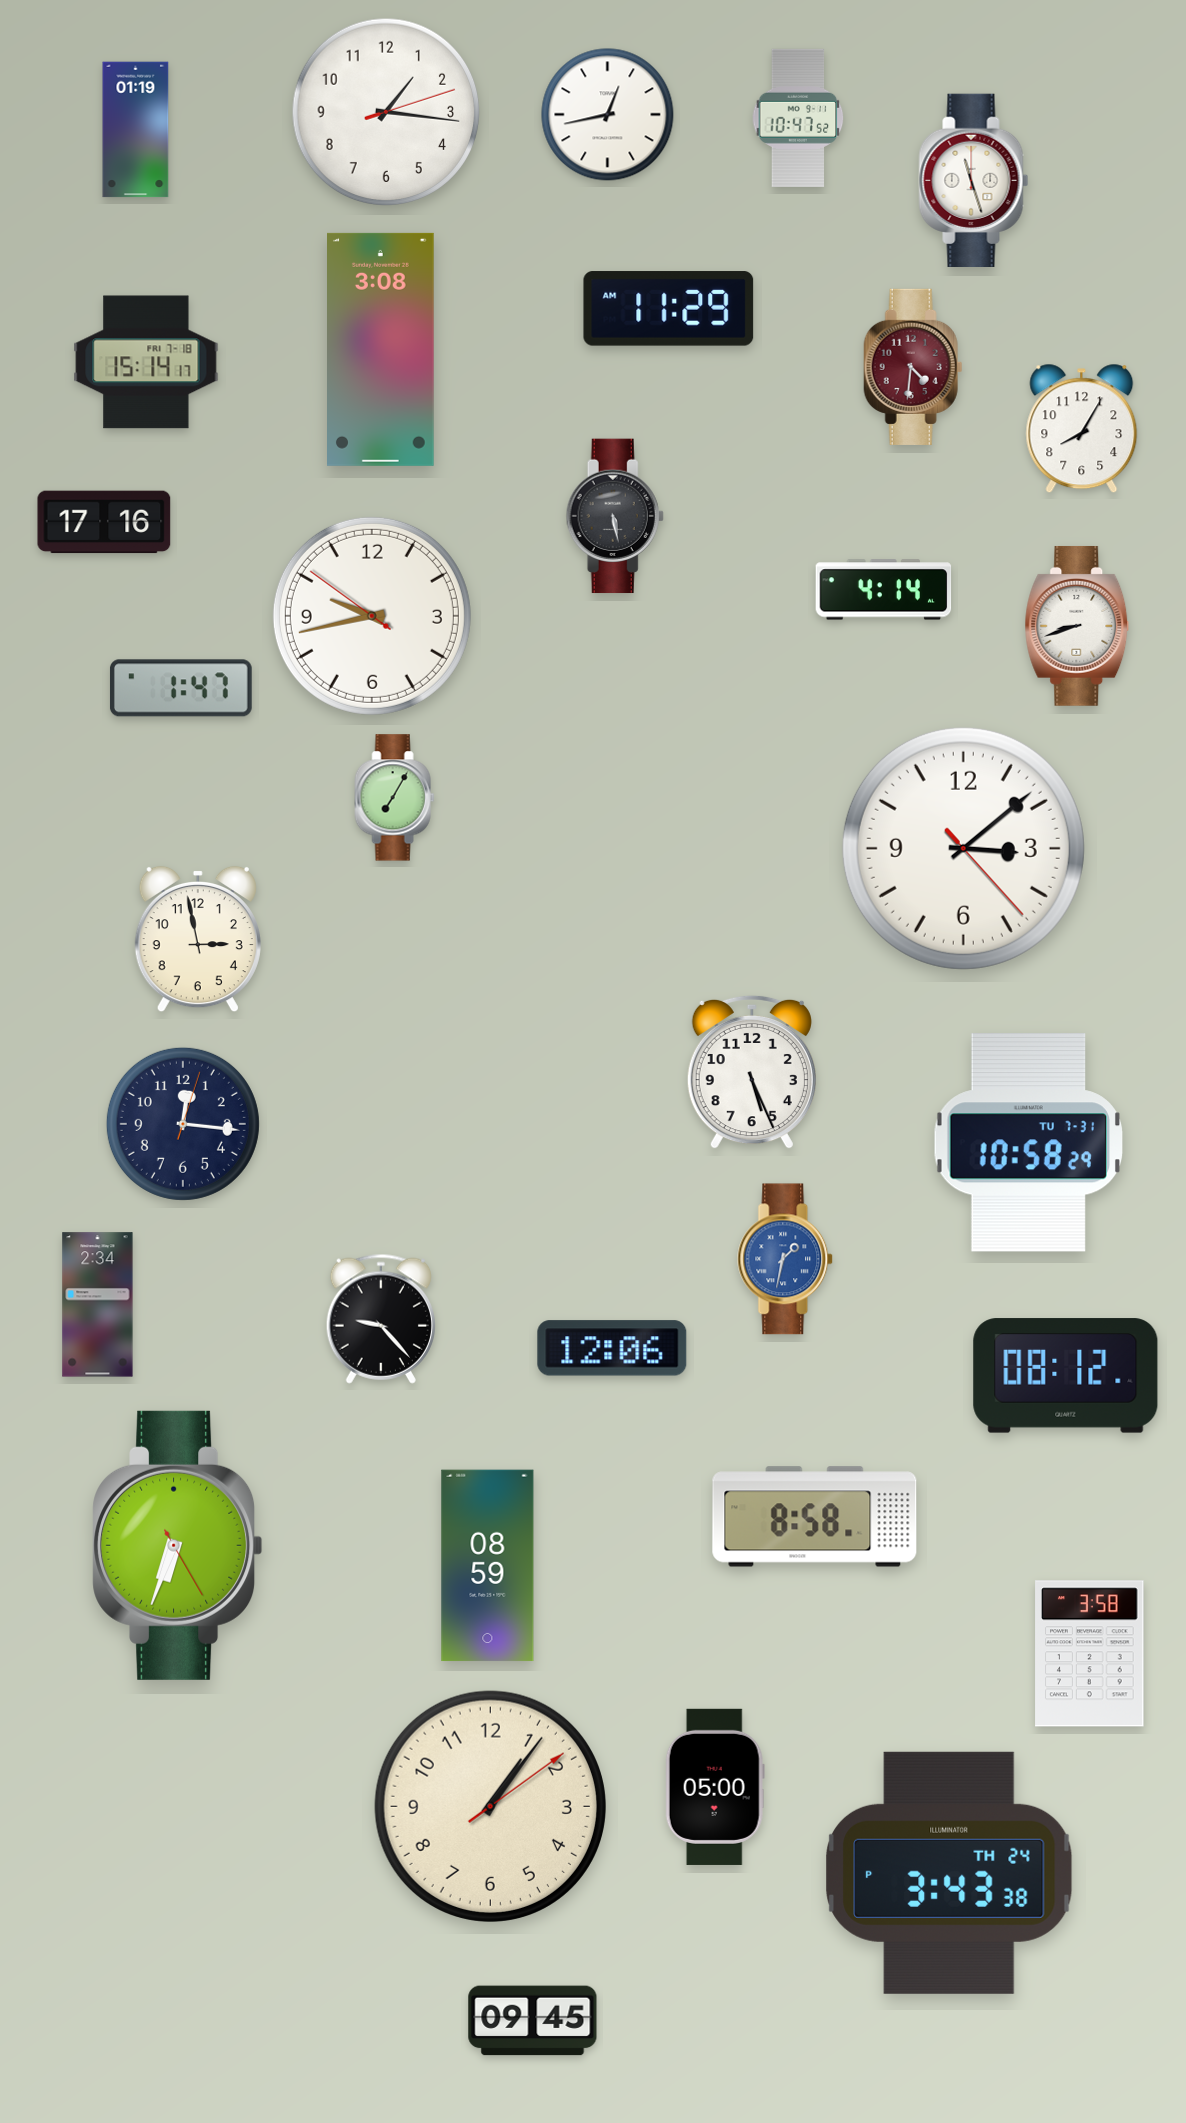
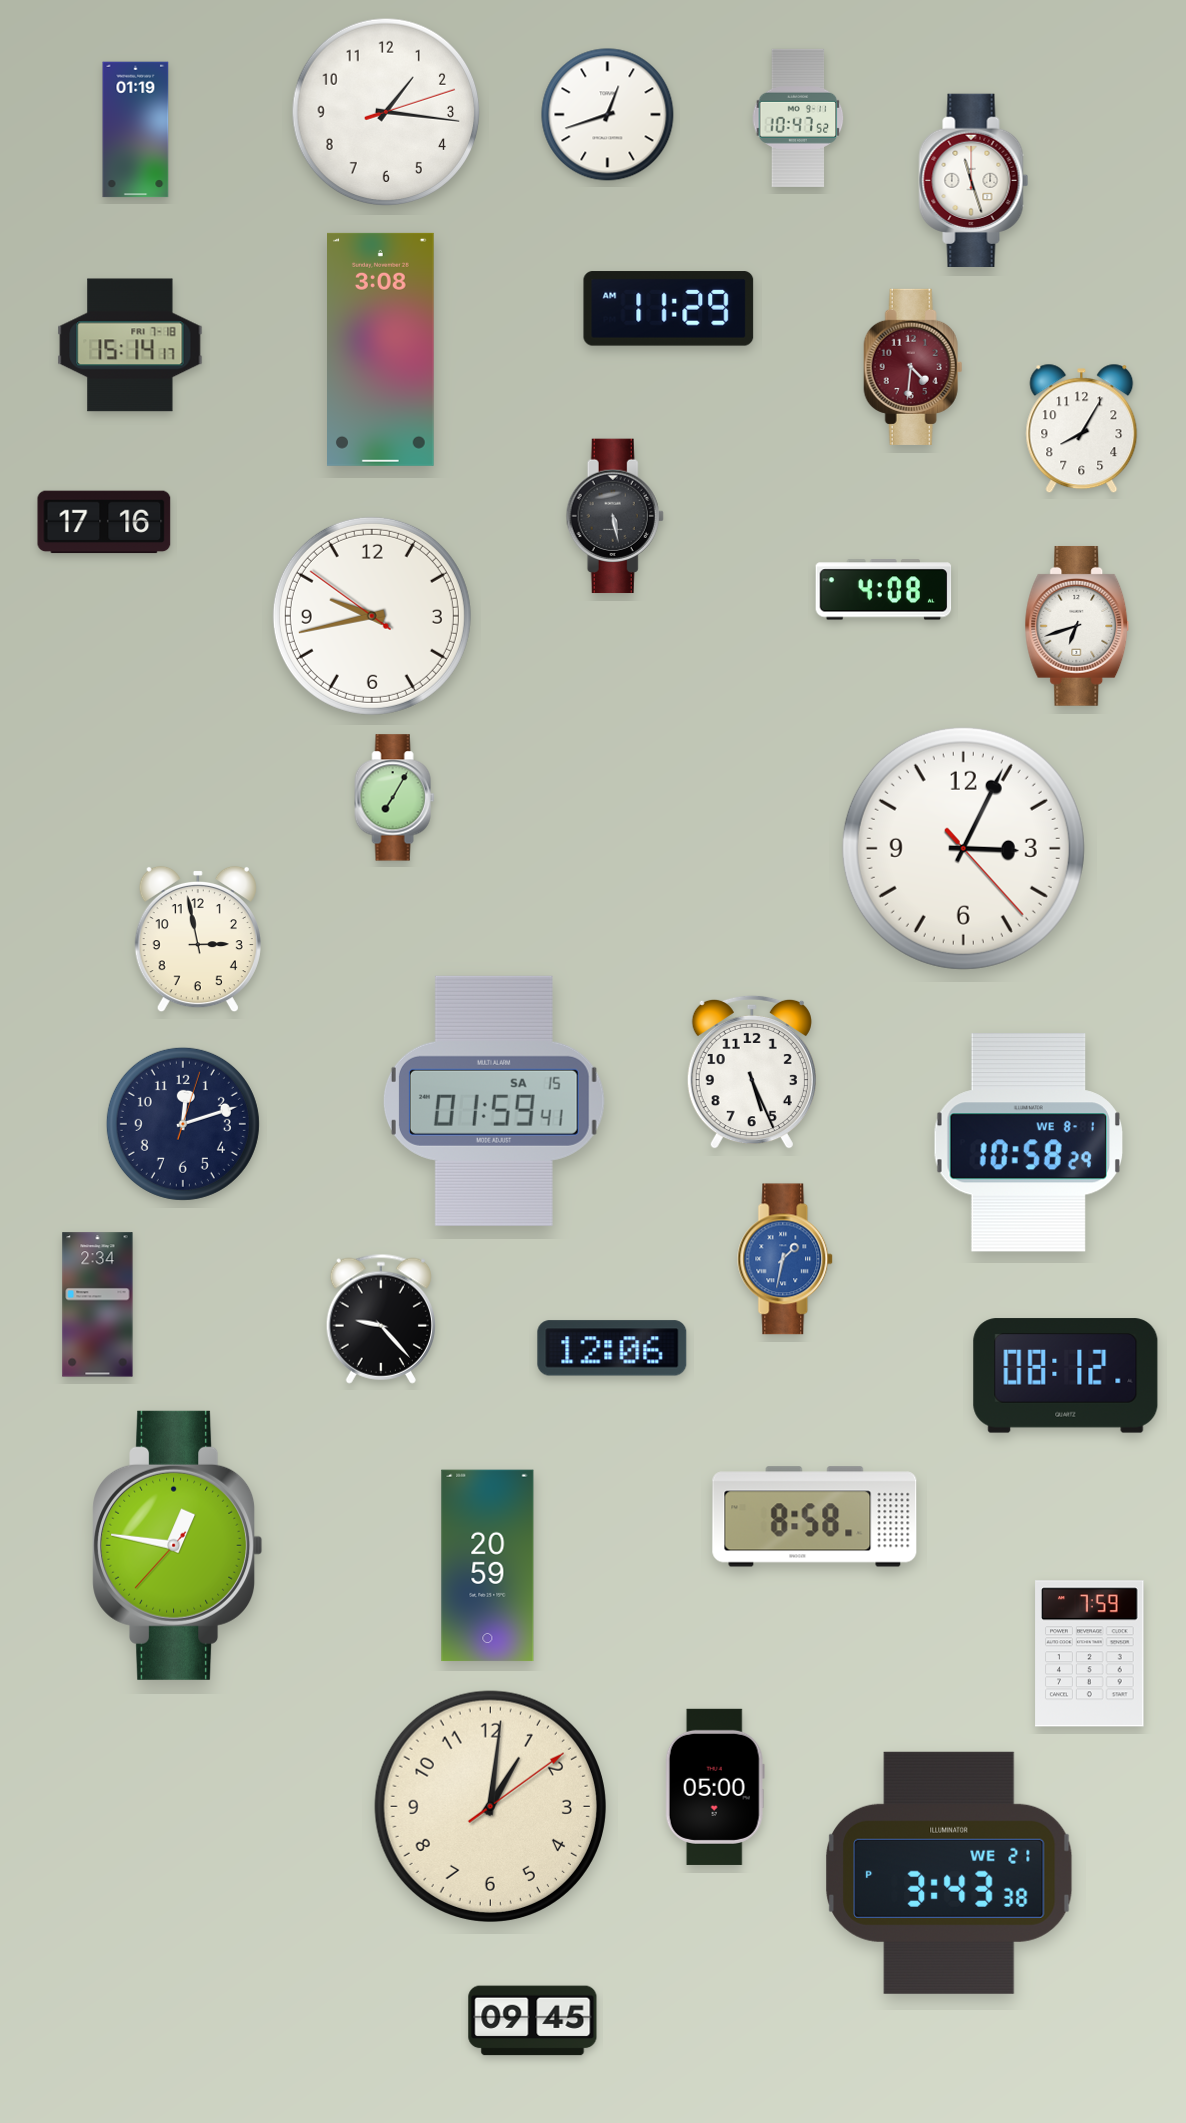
clock at (608, 115): 12:43 -> 12:42
clock at (146, 362) position: (146, 362) -> (130, 345)
clock at (884, 590): 4:14 -> 4:08
clock at (1077, 626): 8:42 -> 6:42
clock at (181, 688): 1:47 -> none
clock at (963, 848): 3:08 -> 3:04
clock at (494, 1101): none -> 01:59
clock at (183, 1124): 12:16 -> 12:12
clock at (1028, 1143) date: TU 7-31 -> WE 8-1
clock at (178, 1545): 6:33 -> 12:46
clock at (488, 1566): 08:59 -> 20:59
clock at (1090, 1654): 3:58 -> 7:59
clock at (490, 1806): 1:06 -> 1:01
clock at (949, 1873) date: TH 24 -> WE 21
